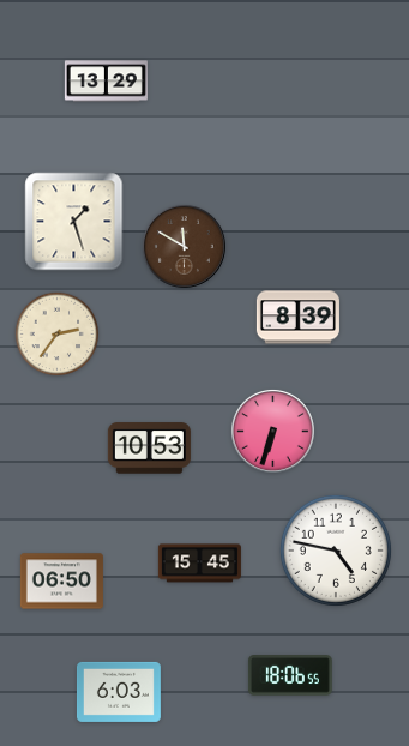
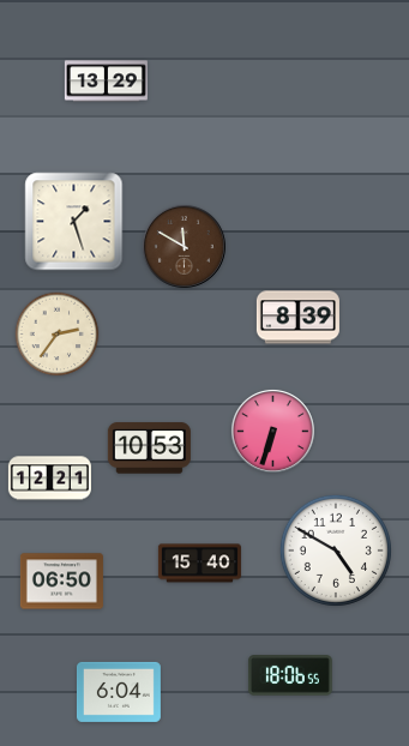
clock at (49, 479): none -> 12:21
clock at (336, 551): 4:47 -> 4:50
clock at (199, 564): 15:45 -> 15:40
clock at (119, 692): 6:03 -> 6:04
